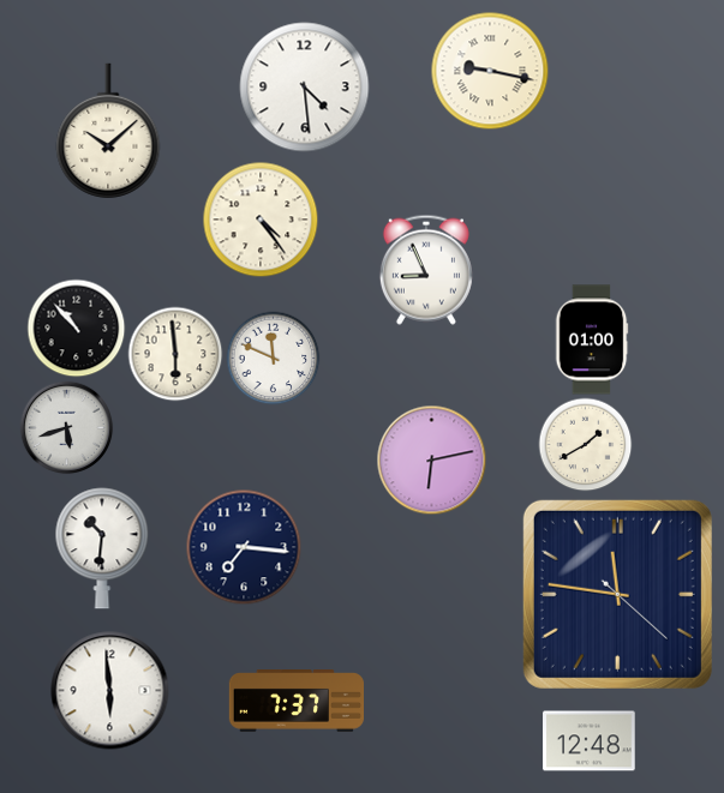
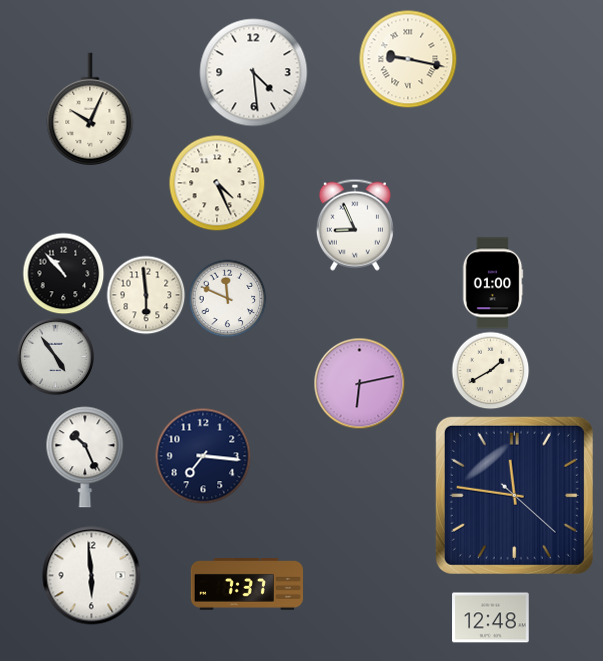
clock at (108, 131): 10:08 -> 10:04
clock at (261, 220): 4:24 -> 4:26
clock at (66, 427): 5:42 -> 4:54
clock at (585, 444) position: (585, 444) -> (490, 370)
clock at (102, 548): 10:31 -> 10:26
